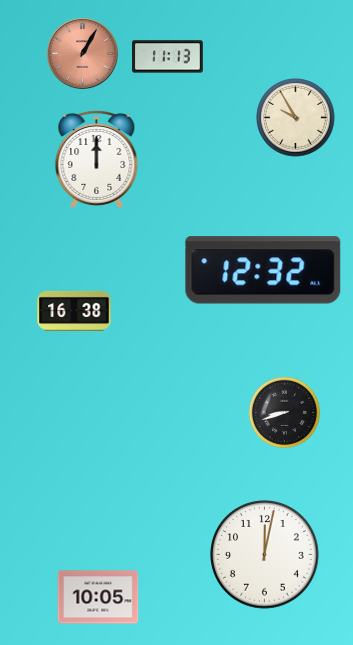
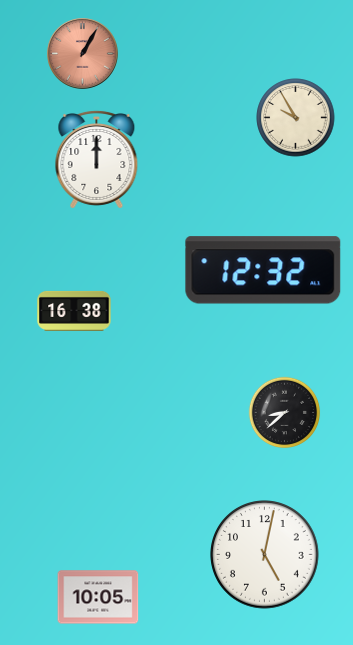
clock at (168, 57): 11:13 -> none
clock at (285, 413): 8:42 -> 8:38
clock at (265, 555): 12:02 -> 5:02
